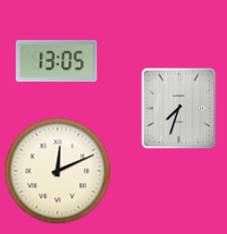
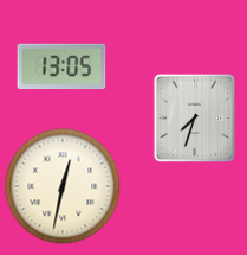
clock at (58, 171): 12:11 -> 12:32
